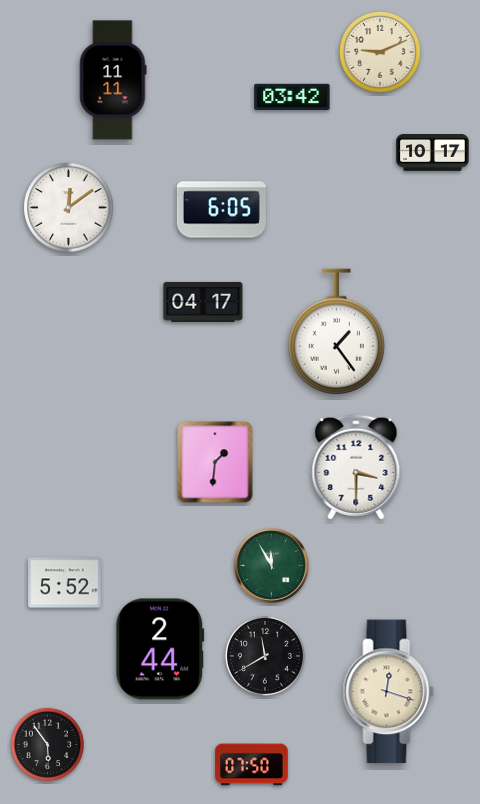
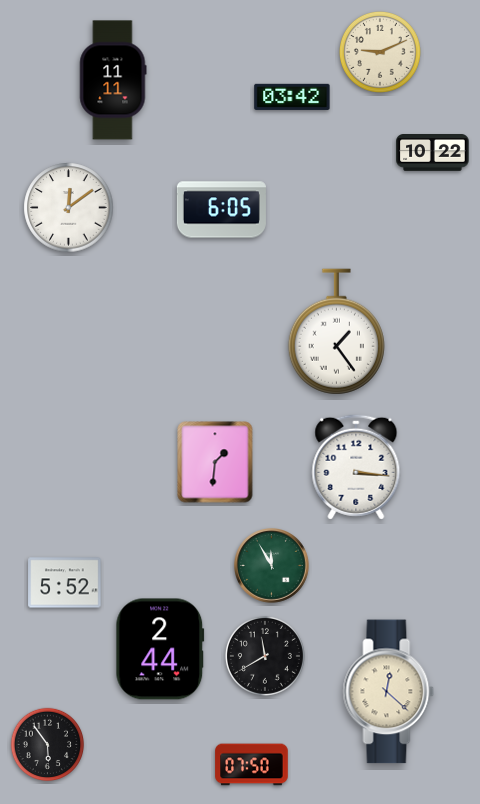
clock at (433, 153): 10:17 -> 10:22
clock at (203, 302): 04:17 -> none
clock at (356, 467): 3:30 -> 3:16
clock at (389, 692): 12:18 -> 12:22
